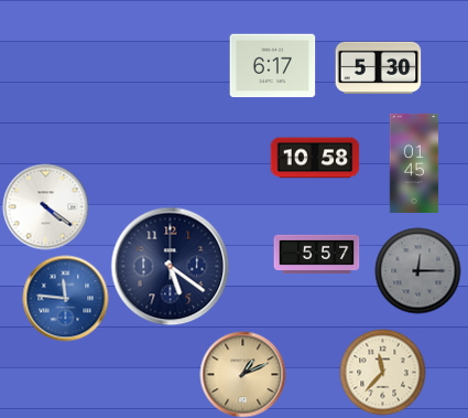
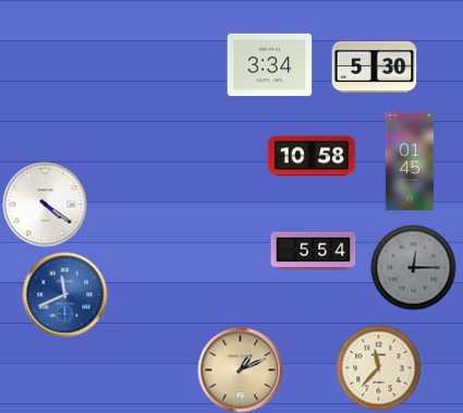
clock at (272, 66): 6:17 -> 3:34
clock at (316, 255): 5:57 -> 5:54
clock at (170, 266): 5:21 -> none
clock at (65, 298): 11:46 -> 11:41
